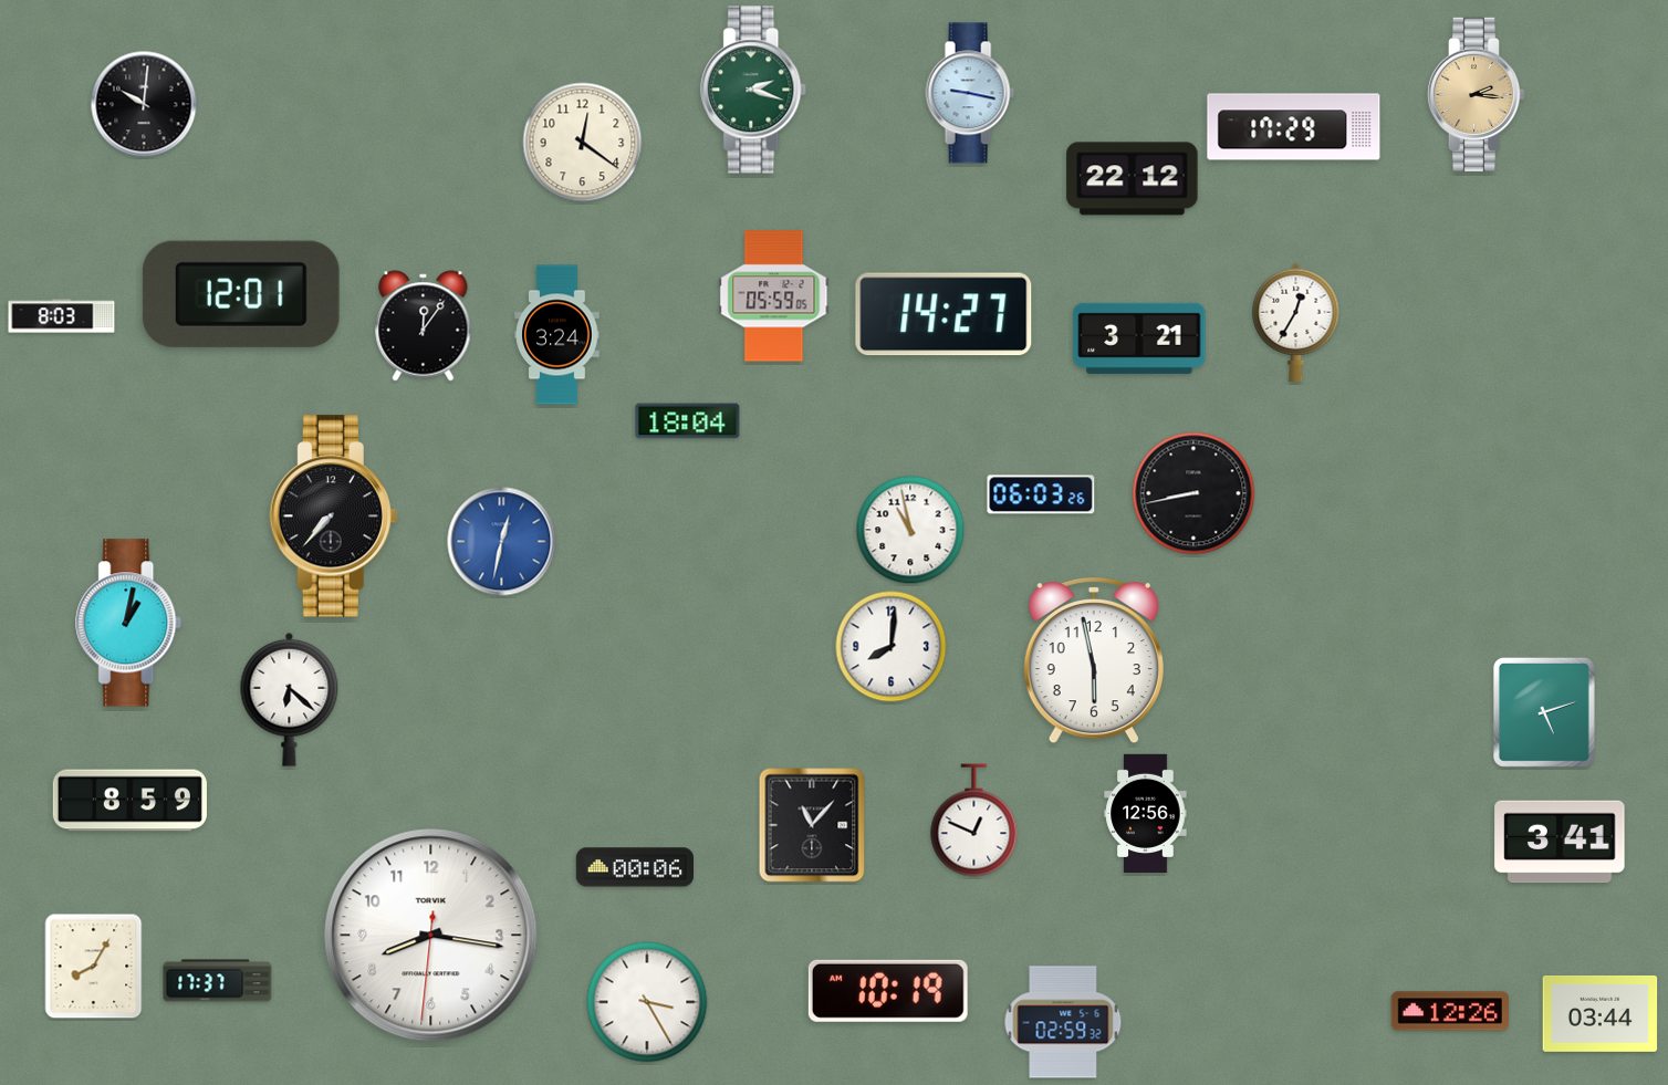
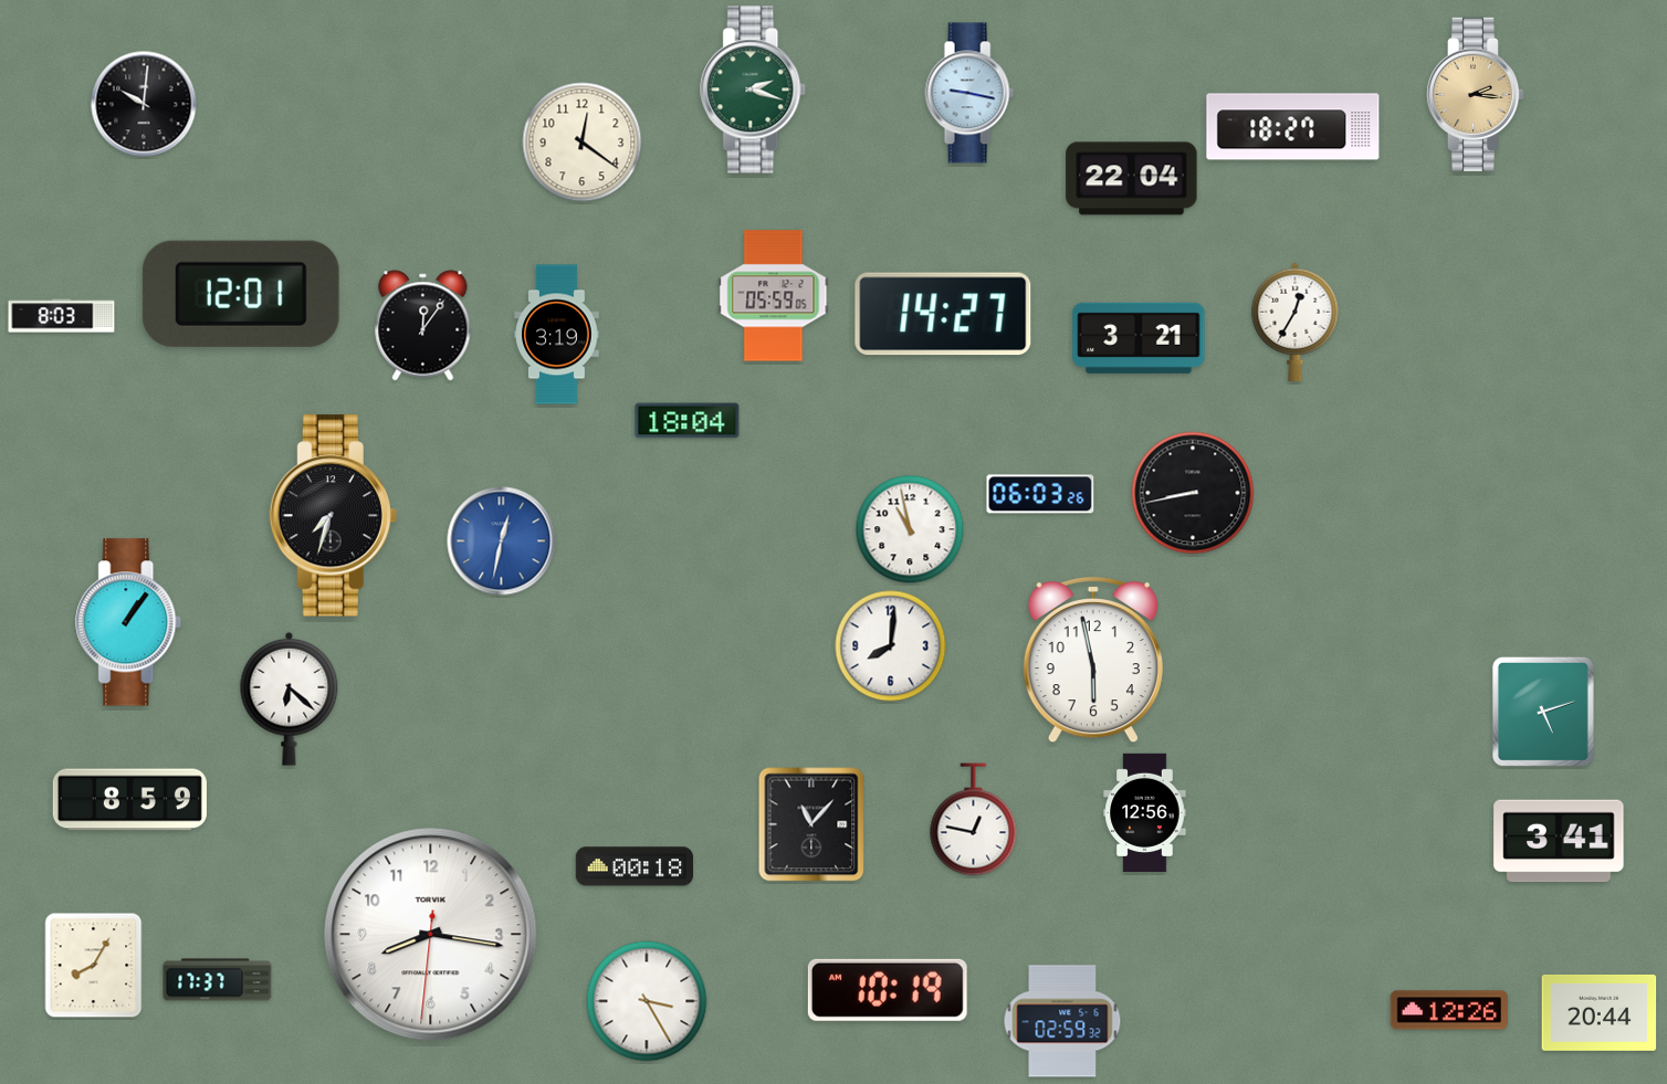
clock at (1294, 127): 17:29 -> 18:27
clock at (1133, 179): 22:12 -> 22:04
clock at (557, 335): 3:24 -> 3:19
clock at (333, 517): 7:37 -> 7:33
clock at (129, 623): 1:02 -> 1:06
clock at (974, 821): 12:49 -> 12:47
clock at (634, 867): 00:06 -> 00:18
clock at (1601, 1013): 03:44 -> 20:44
